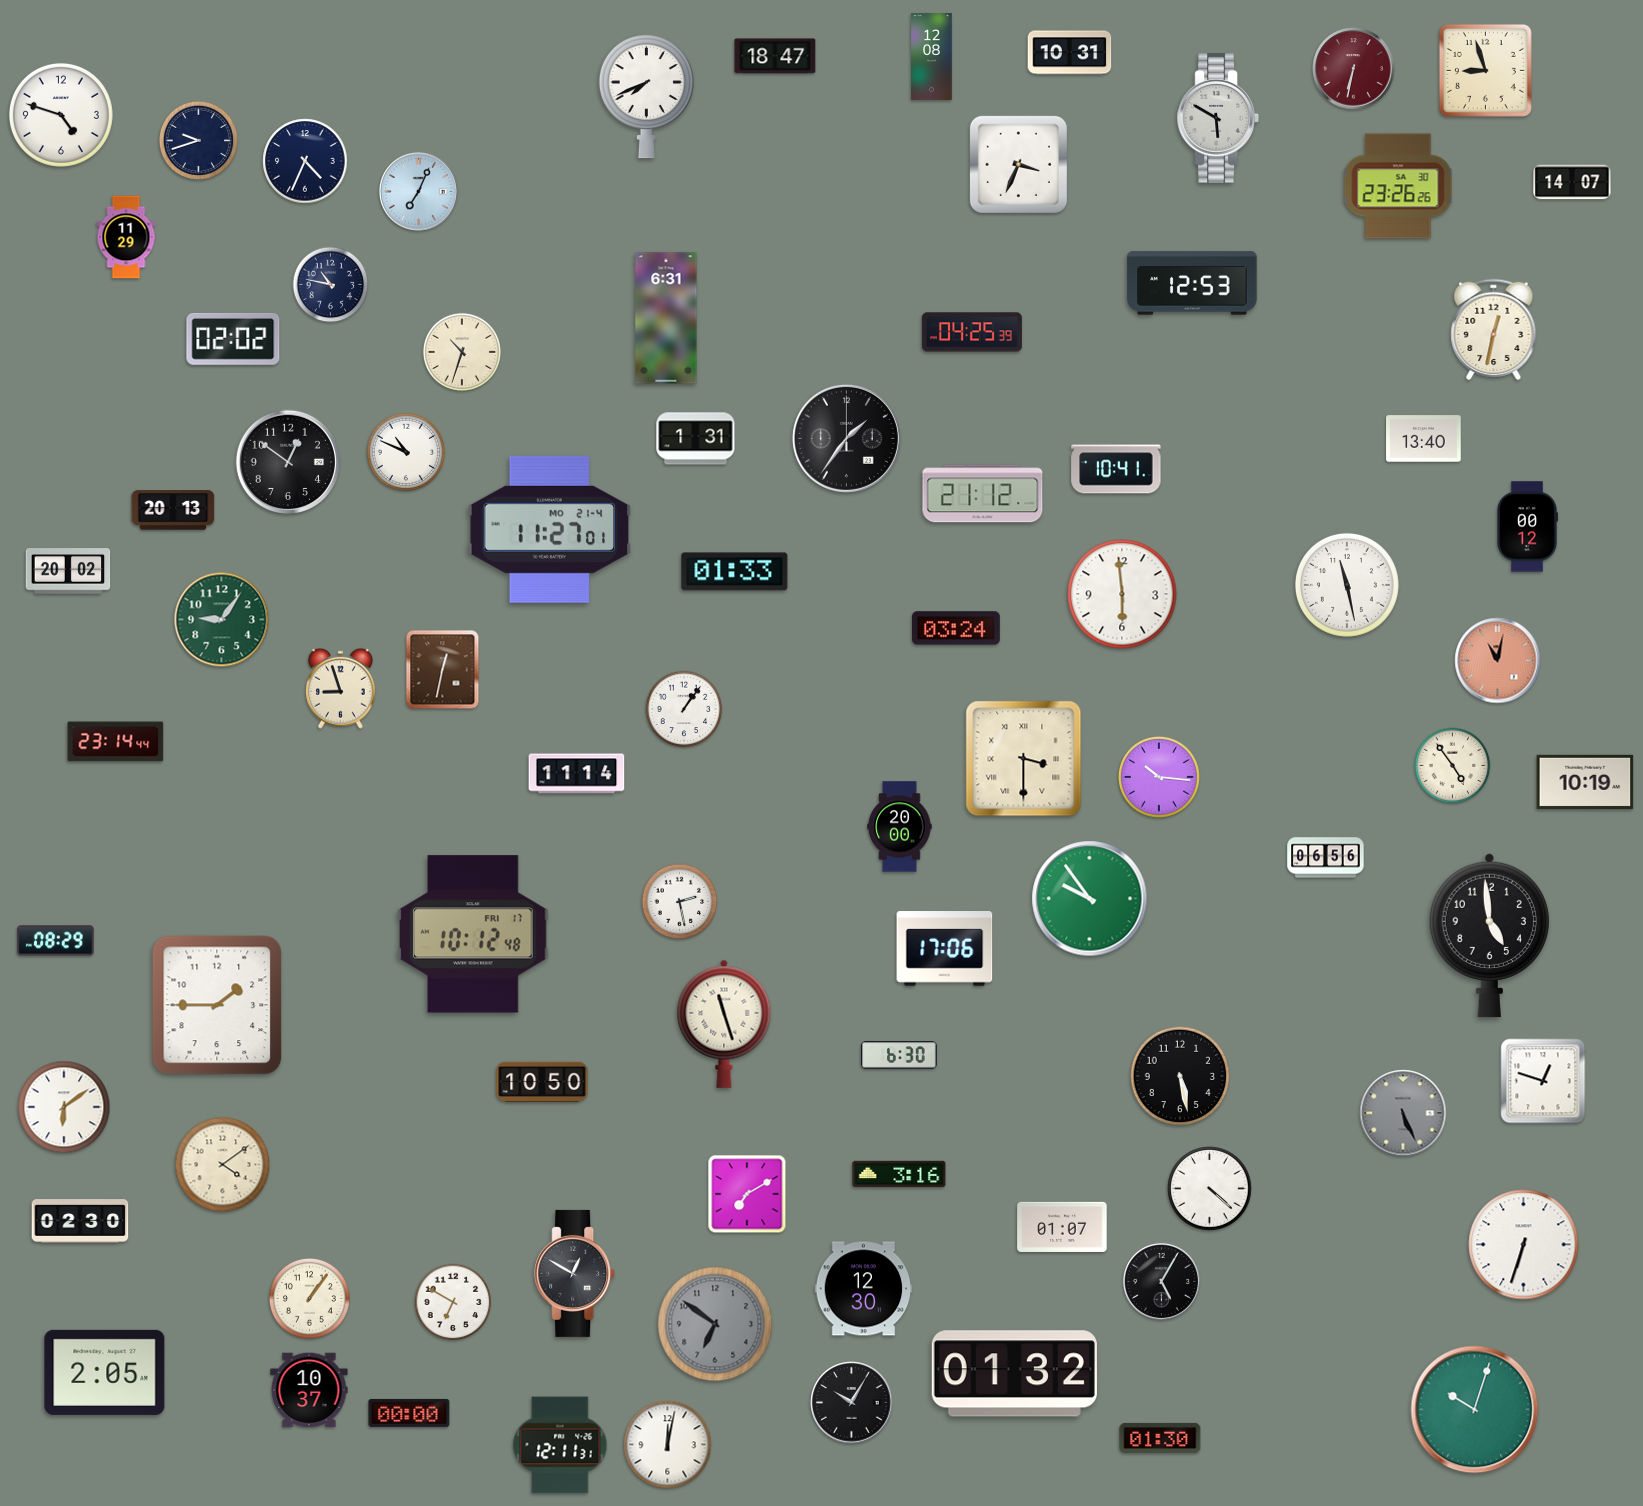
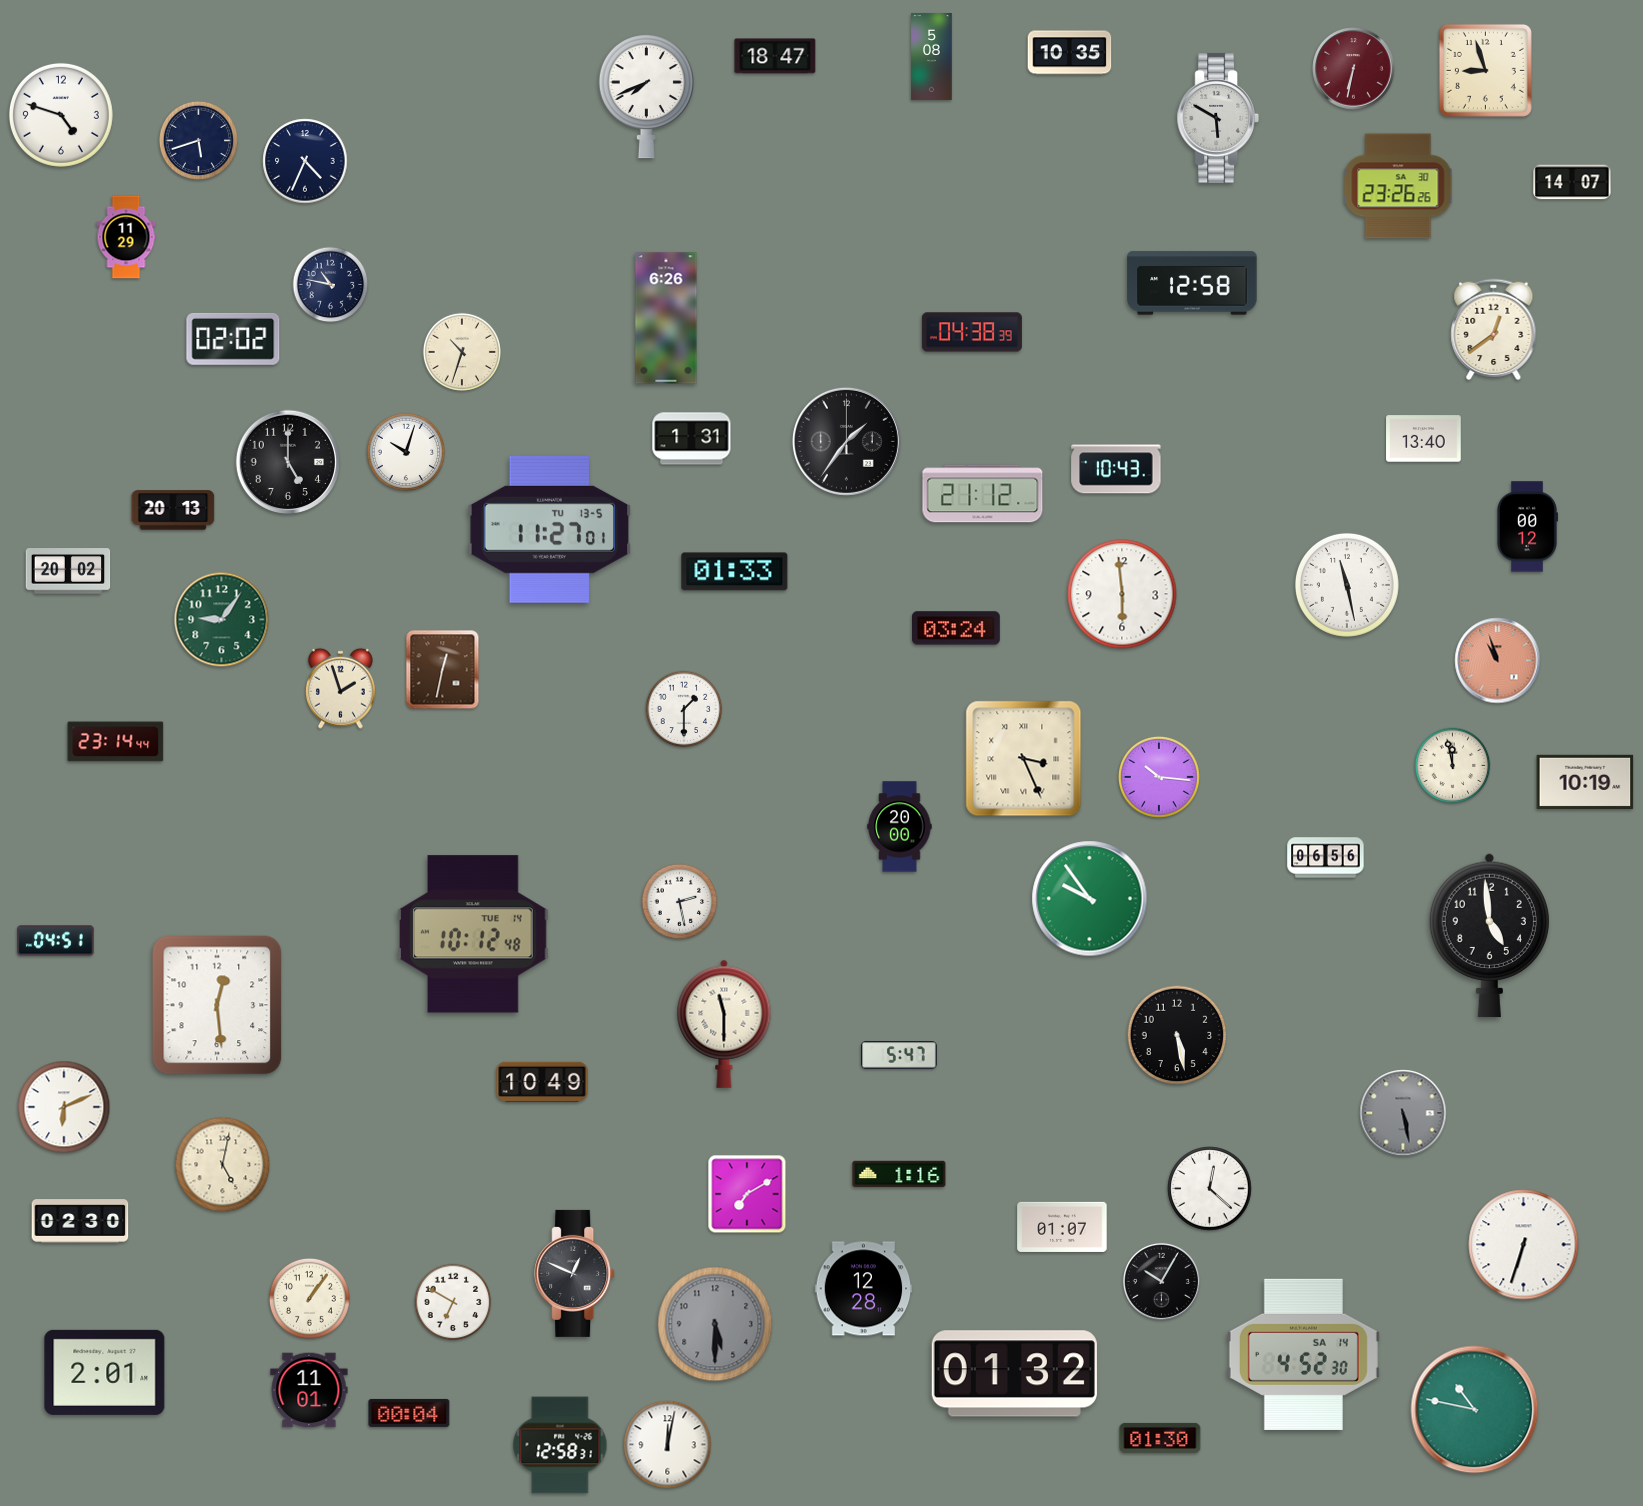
clock at (1070, 53): 10:31 -> 10:35
clock at (932, 56): 12:08 -> 5:08
clock at (198, 140): 9:42 -> 5:42
clock at (1018, 164): 3:34 -> none
clock at (418, 191): 7:04 -> none
clock at (1192, 283): 12:53 -> 12:58
clock at (666, 318): 6:31 -> 6:26
clock at (1494, 330): 12:32 -> 12:39
clock at (972, 332): 04:25 -> 04:38
clock at (846, 438) position: (846, 438) -> (846, 441)
clock at (696, 439) position: (696, 439) -> (692, 439)
clock at (405, 451): 10:49 -> 10:03
clock at (287, 461): 12:51 -> 5:00
clock at (1116, 469): 10:41 -> 10:43
clock at (550, 529) date: MO 21-4 -> TU 13-5
clock at (1498, 661): 11:02 -> 10:57
clock at (341, 688): 8:57 -> 1:57
clock at (684, 709): 1:06 -> 1:30
clock at (1024, 759): 3:30 -> 3:26
clock at (1453, 766): 4:54 -> 11:58
clock at (577, 774): 11:14 -> none
clock at (474, 934) date: FRI 17 -> TUE 14
clock at (56, 941): 08:29 -> 04:51
clock at (945, 949): 17:06 -> none
clock at (217, 1005): 1:45 -> 12:29
clock at (724, 1024): 11:27 -> 11:30
clock at (899, 1055): 6:30 -> 5:47
clock at (1180, 1076) position: (1180, 1076) -> (1177, 1035)
clock at (1543, 1081): 12:48 -> none
clock at (542, 1082): 10:50 -> 10:49
clock at (64, 1107): 6:09 -> 6:11
clock at (1403, 1113): 5:26 -> 5:28
clock at (223, 1165): 4:09 -> 5:02
clock at (899, 1174): 3:16 -> 1:16
clock at (1210, 1189): 4:22 -> 12:22
clock at (575, 1273): 12:50 -> 12:49
clock at (1161, 1281): 5:05 -> 10:05
clock at (864, 1289): 12:30 -> 12:28
clock at (715, 1324): 6:51 -> 5:30
clock at (1303, 1354): none -> 4:52
clock at (105, 1372): 2:05 -> 2:01
clock at (309, 1390): 10:37 -> 11:01
clock at (852, 1403): 10:05 -> none
clock at (1475, 1410): 10:03 -> 10:47
clock at (409, 1413): 00:00 -> 00:04
clock at (560, 1445): 12:11 -> 12:58
